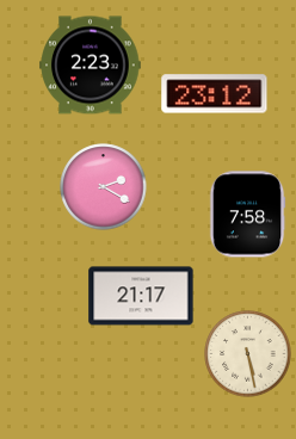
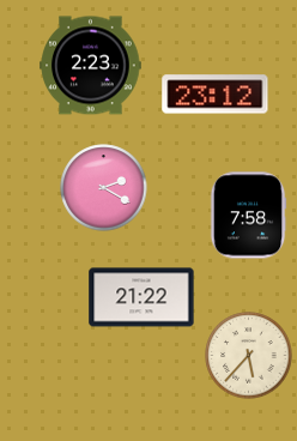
clock at (141, 296): 21:17 -> 21:22
clock at (248, 354): 5:28 -> 5:37
